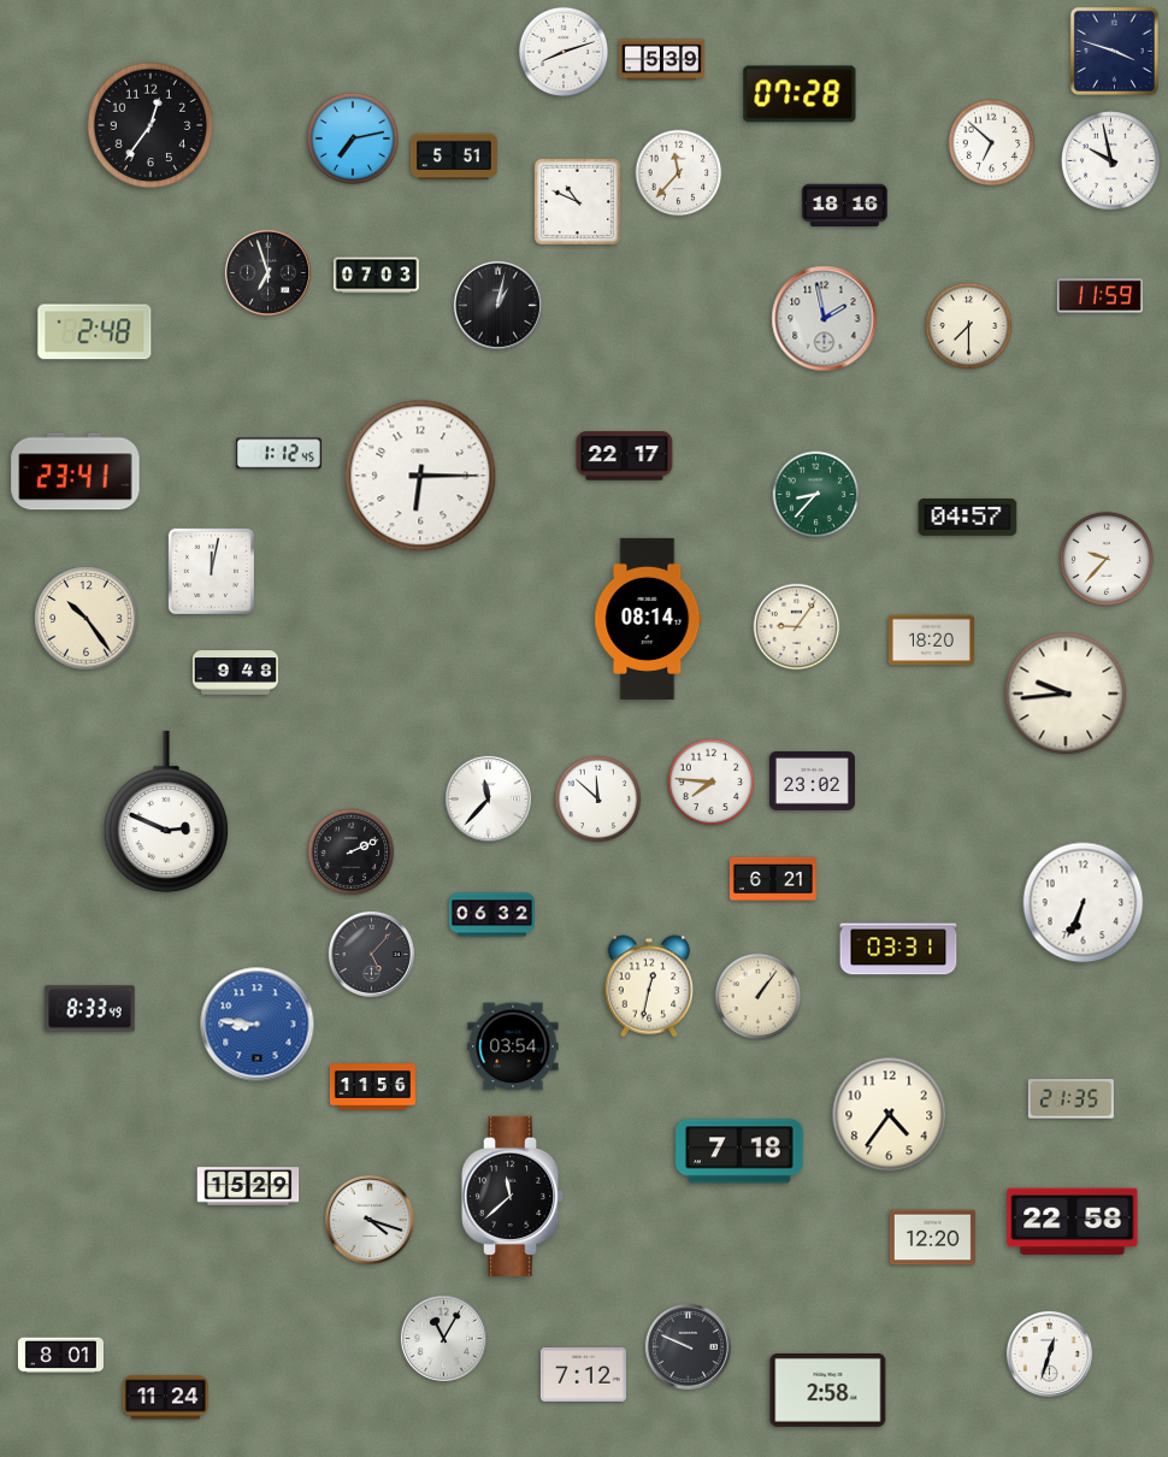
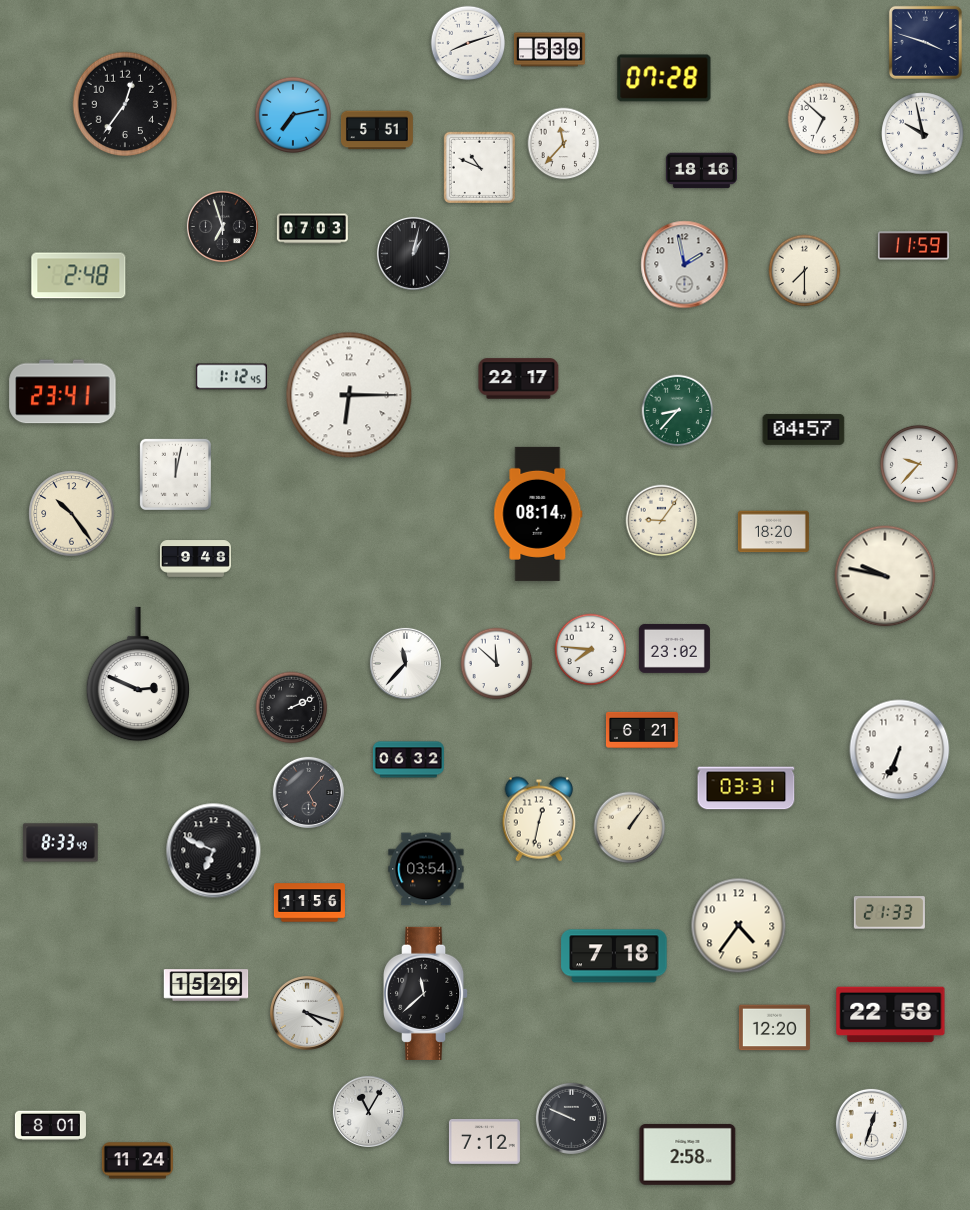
clock at (1066, 694): 9:44 -> 9:47
clock at (90, 1009) position: (90, 1009) -> (61, 843)
clock at (258, 1025): 8:46 -> 6:49
clock at (258, 1025) dial: blue -> black
clock at (1070, 1099): 21:35 -> 21:33
